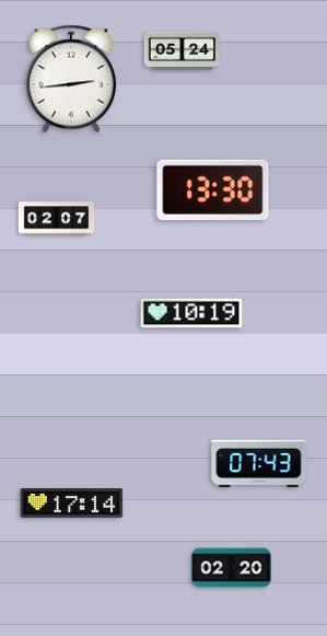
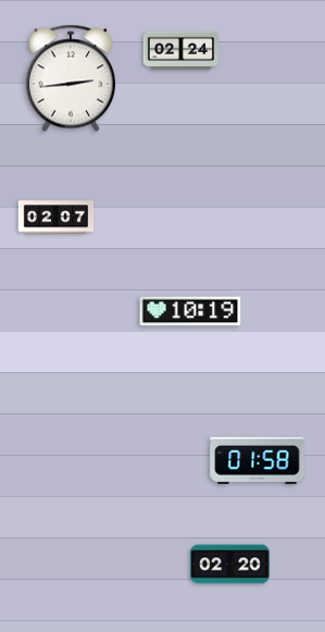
clock at (183, 51): 05:24 -> 02:24
clock at (213, 189): 13:30 -> none
clock at (259, 463): 07:43 -> 01:58
clock at (72, 504): 17:14 -> none
